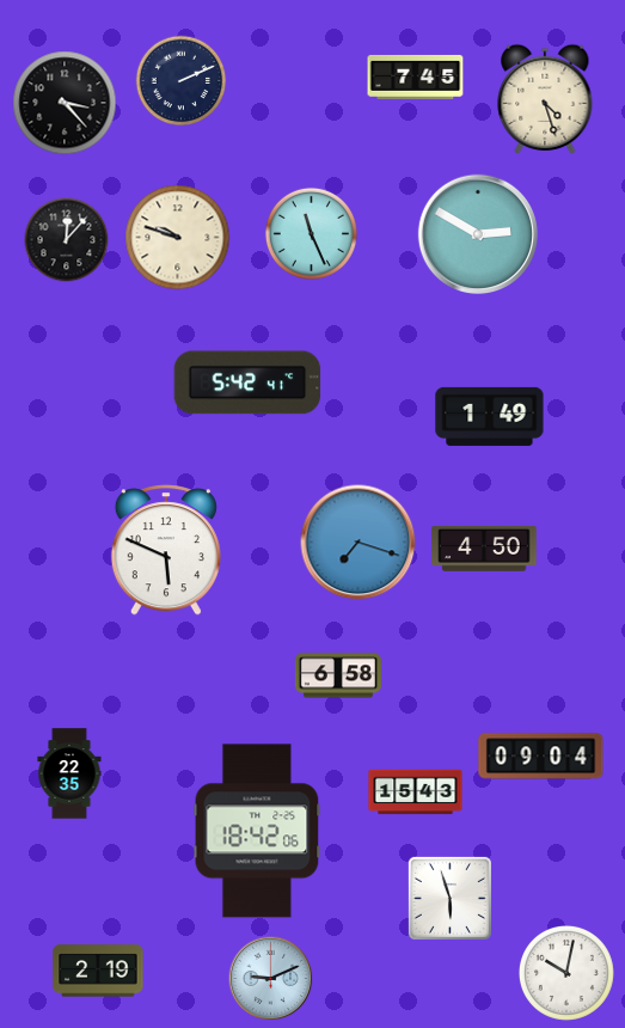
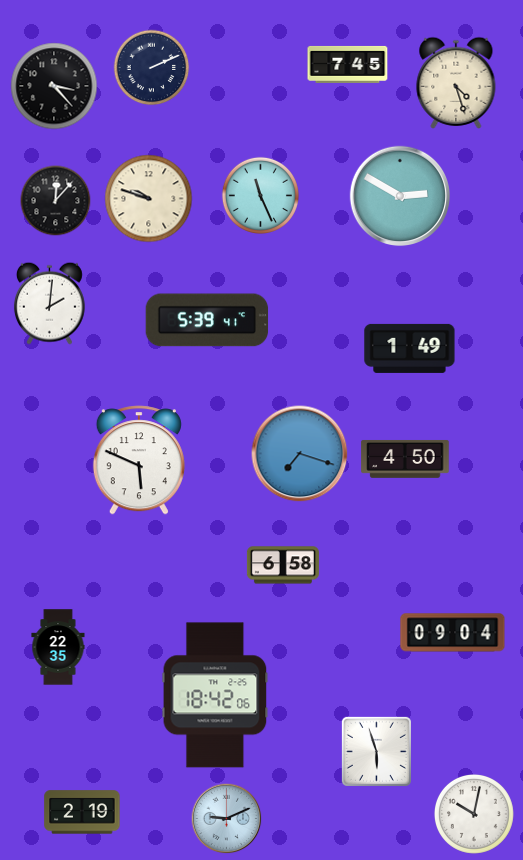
clock at (49, 303): none -> 2:01
clock at (247, 383): 5:42 -> 5:39
clock at (416, 793): 15:43 -> none
